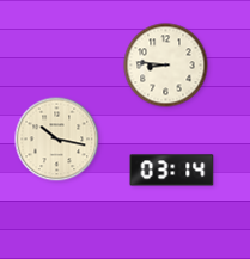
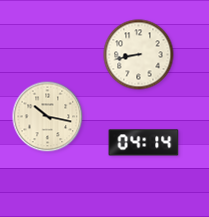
clock at (166, 66): 8:46 -> 8:43
clock at (172, 171): 03:14 -> 04:14
